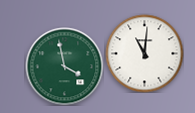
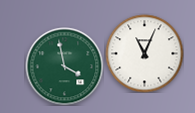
clock at (144, 53): 11:01 -> 11:04
